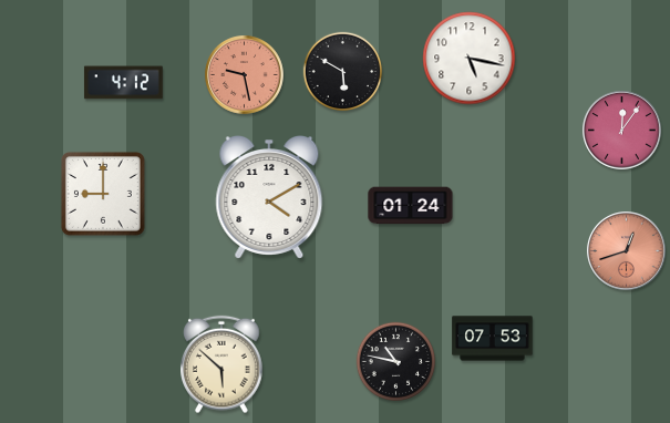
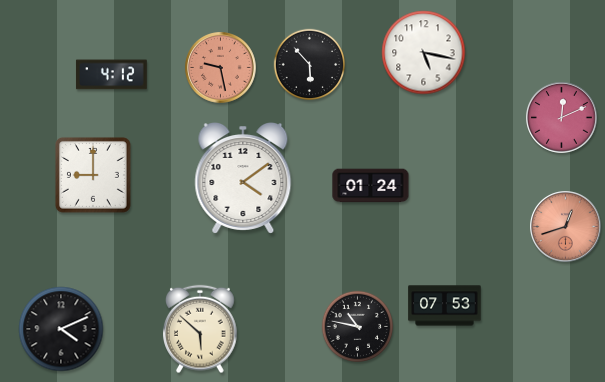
clock at (343, 72): 5:50 -> 5:53
clock at (622, 131): 12:06 -> 12:11
clock at (269, 198): 4:10 -> 4:09
clock at (61, 329): none -> 4:11
